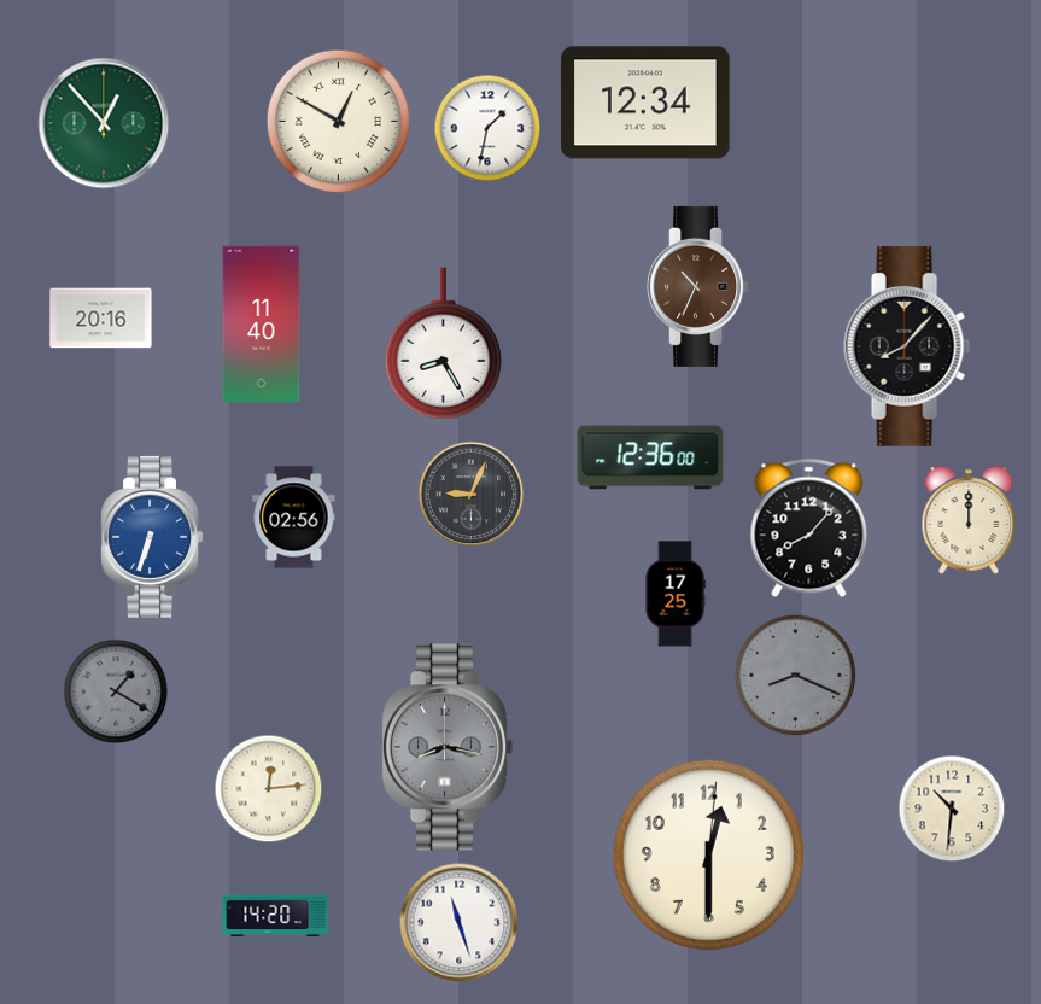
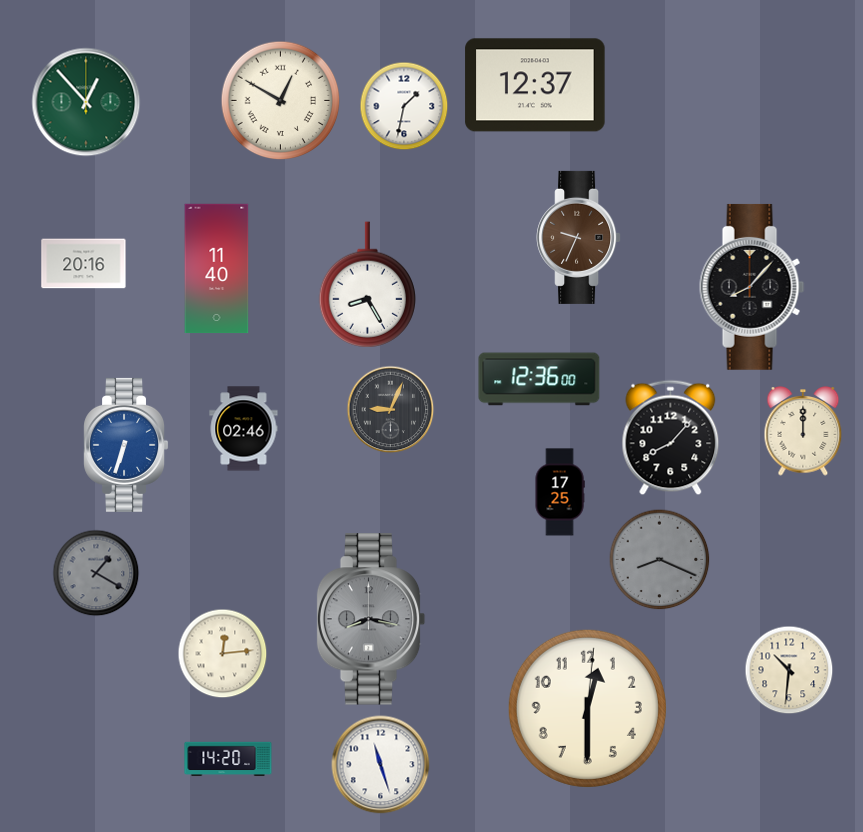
clock at (645, 103): 12:34 -> 12:37
clock at (698, 286): 10:34 -> 9:34
clock at (294, 518): 02:56 -> 02:46
